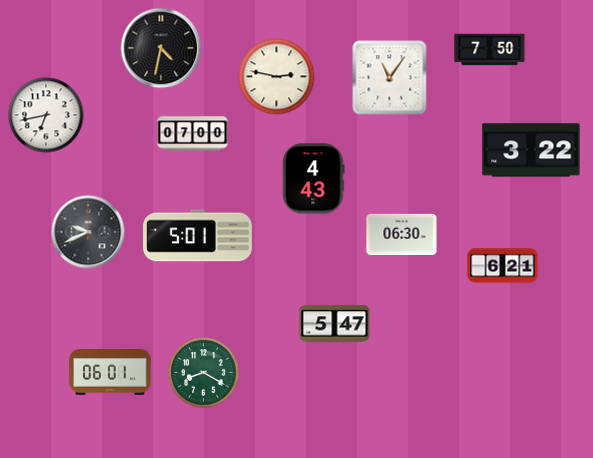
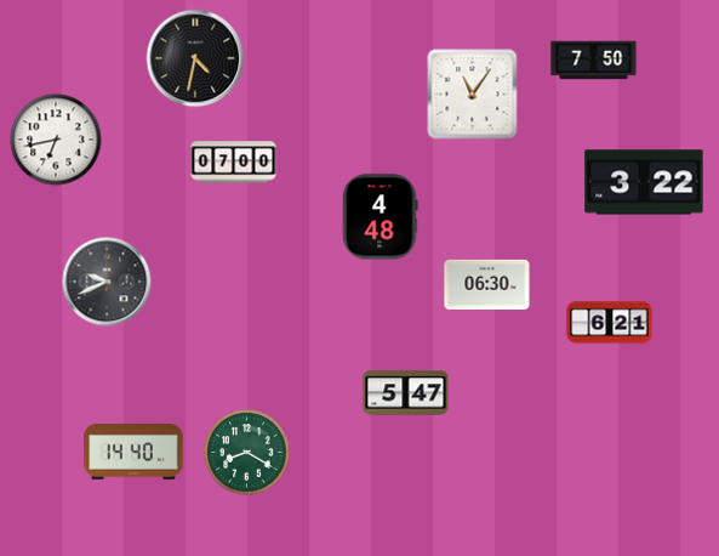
clock at (277, 77): 2:47 -> none
clock at (314, 179): 4:43 -> 4:48
clock at (198, 236): 5:01 -> none
clock at (110, 372): 06:01 -> 14:40
